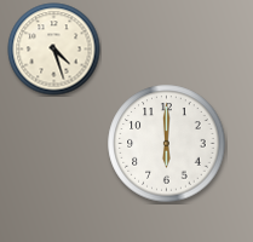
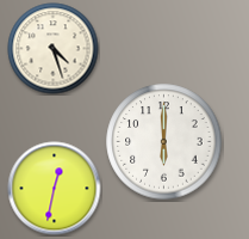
clock at (55, 189): none -> 12:32
